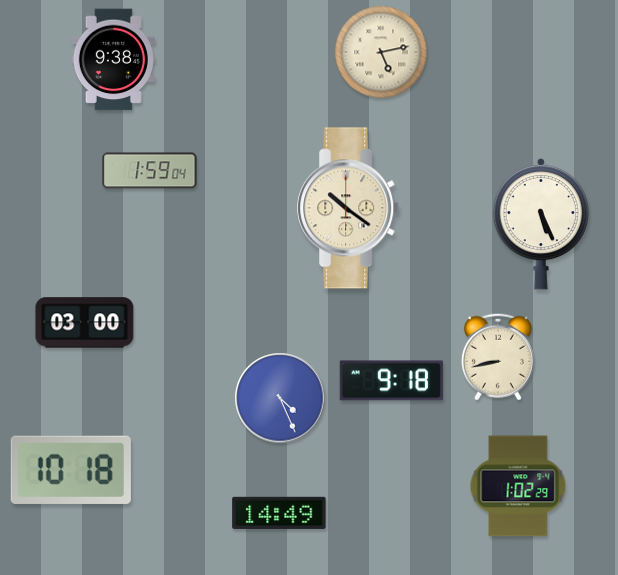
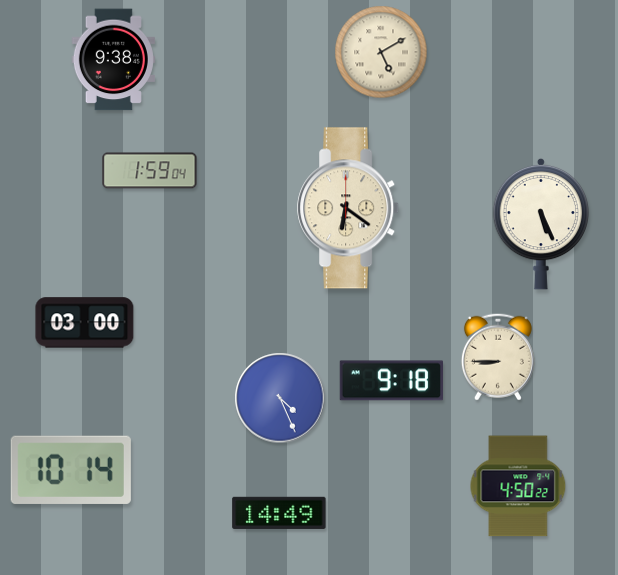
clock at (381, 52): 5:13 -> 5:10
clock at (349, 208): 10:21 -> 6:21
clock at (498, 357): 8:43 -> 8:45
clock at (71, 470): 10:18 -> 10:14
clock at (518, 486): 1:02 -> 4:50
